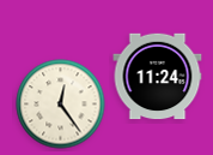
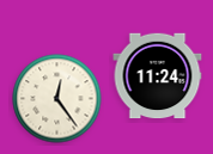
clock at (61, 105) position: (61, 105) -> (57, 99)
